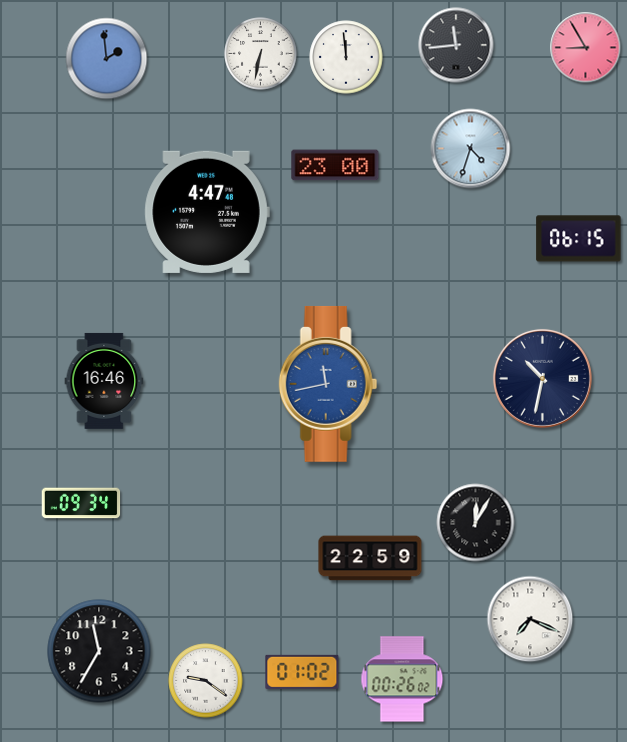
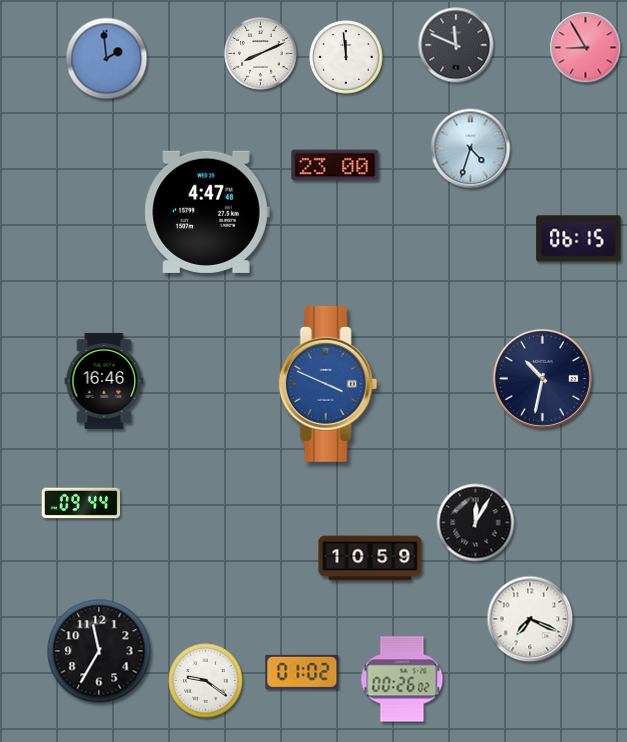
clock at (456, 45): 11:44 -> 11:49
clock at (261, 54): 6:32 -> 8:11
clock at (328, 384): 11:43 -> 3:49
clock at (81, 503): 09:34 -> 09:44
clock at (370, 558): 22:59 -> 10:59
